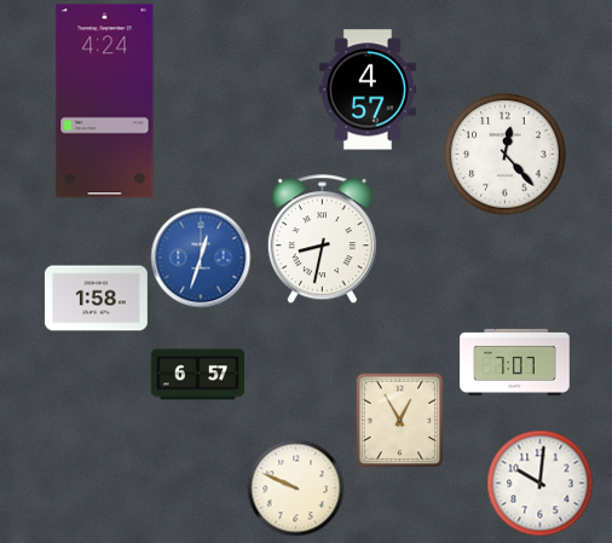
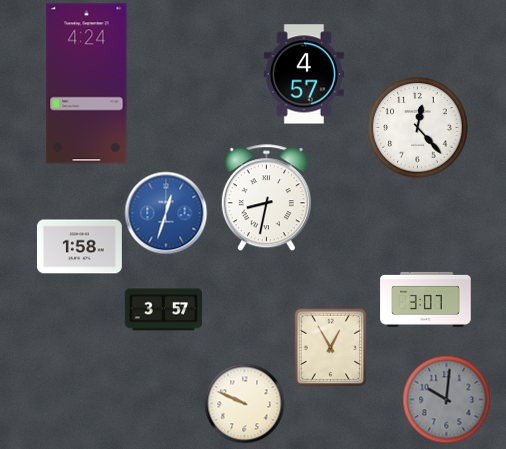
clock at (515, 362): 7:07 -> 3:07
clock at (197, 375): 6:57 -> 3:57
clock at (539, 483) dial: white -> grey
